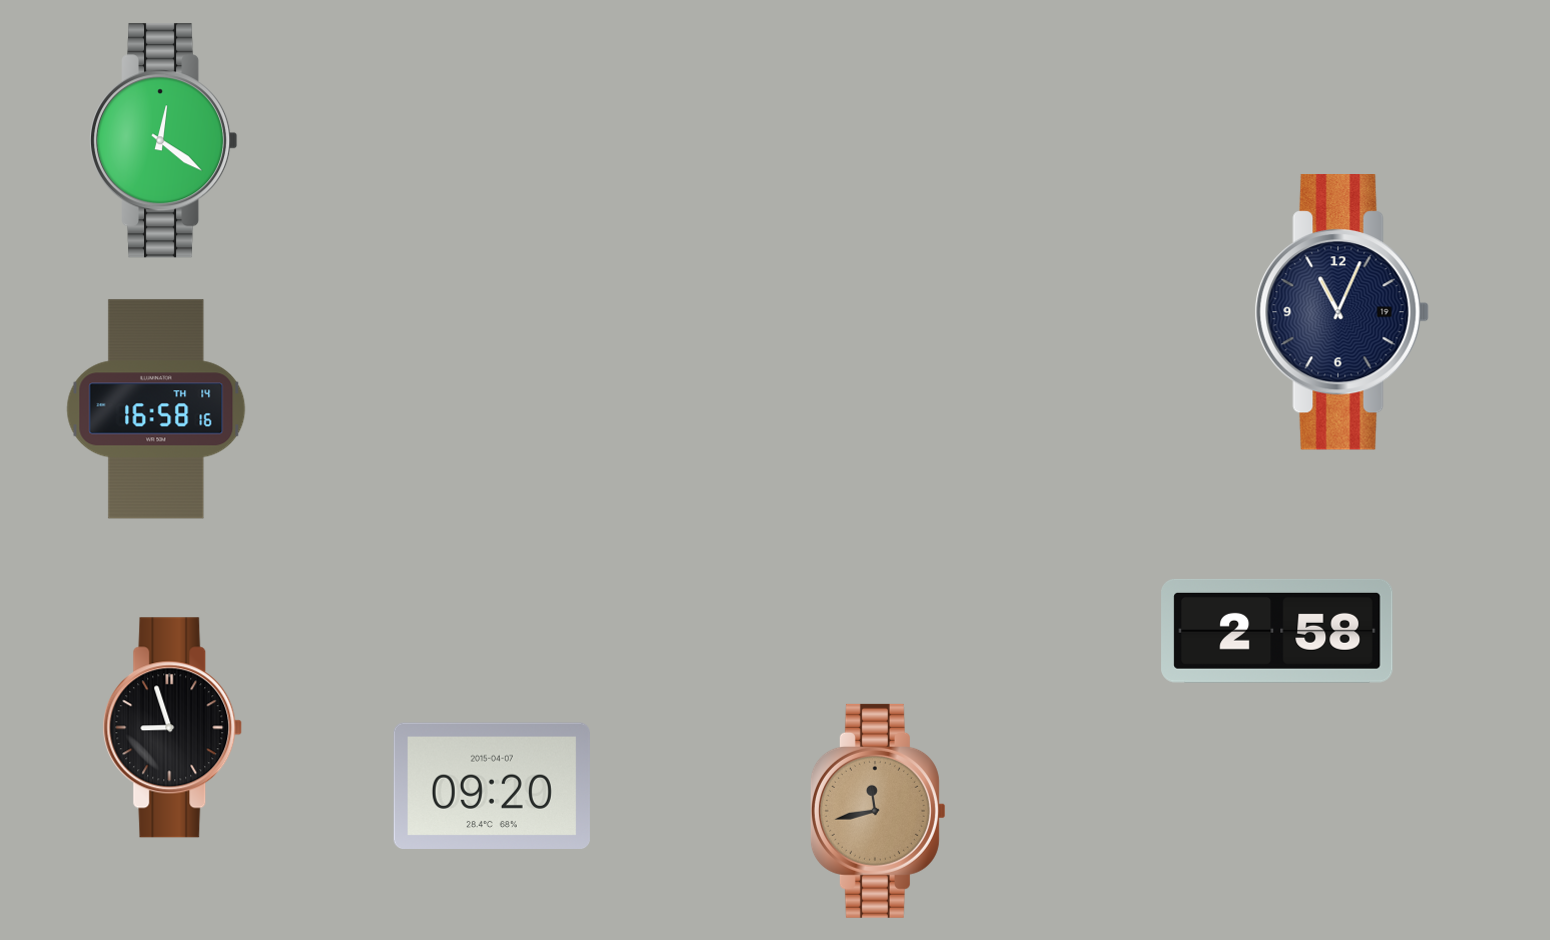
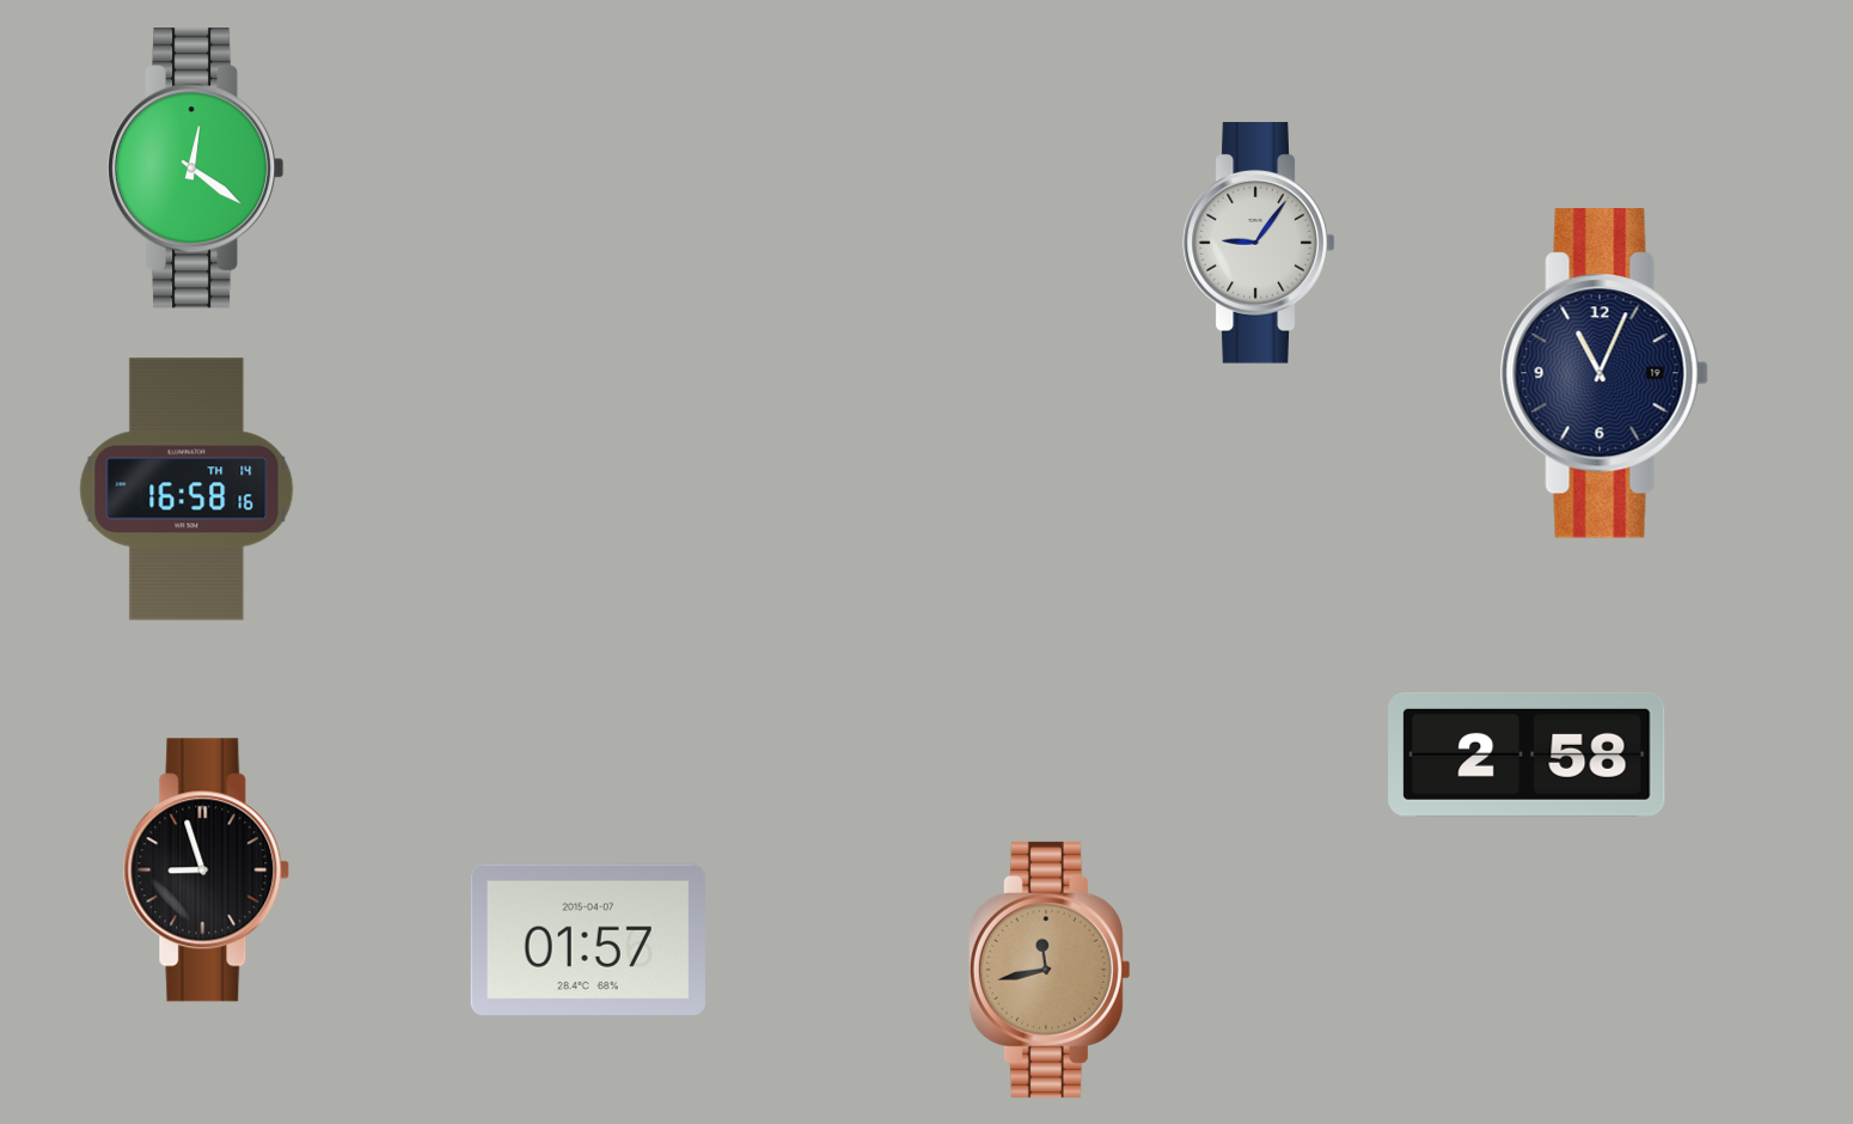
clock at (1259, 243): none -> 9:06
clock at (492, 786): 09:20 -> 01:57
